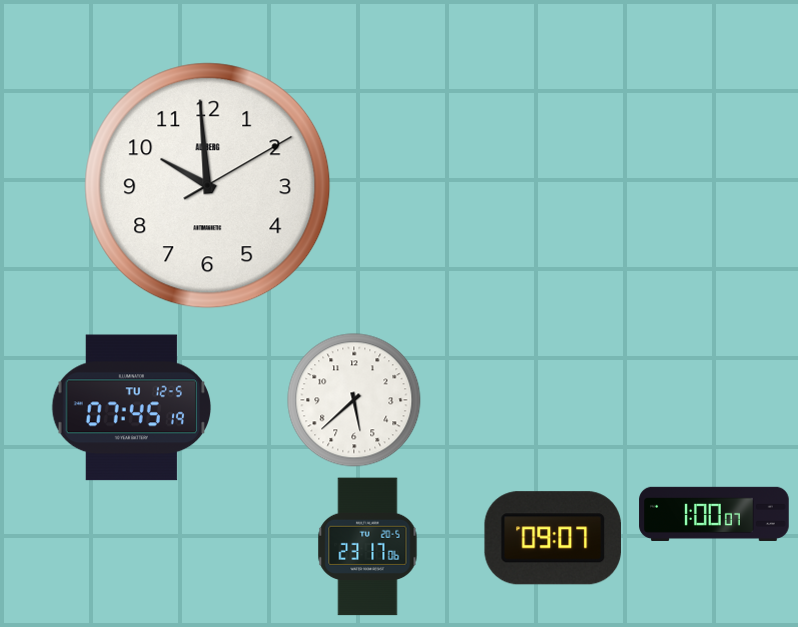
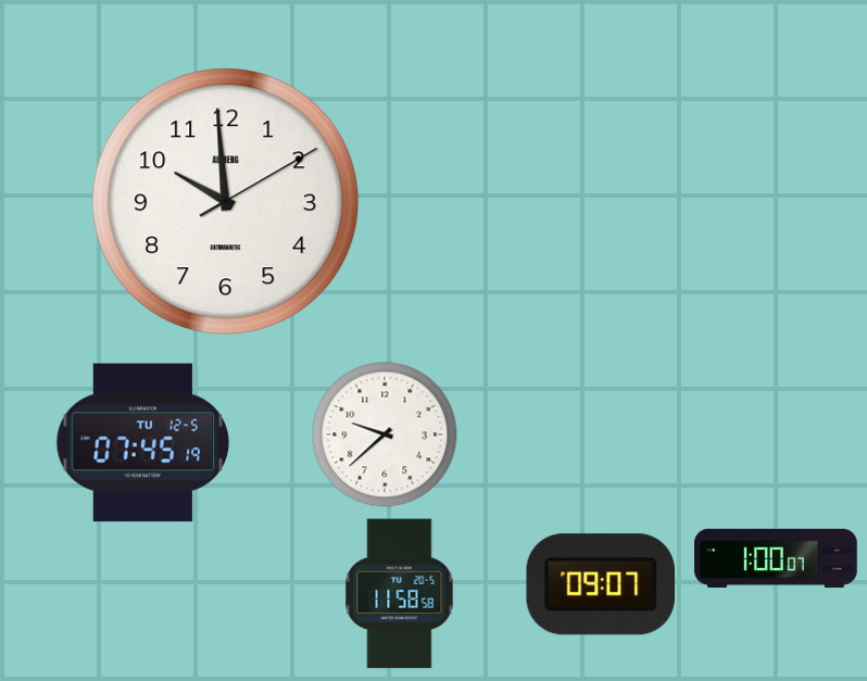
clock at (354, 400): 5:38 -> 9:38
clock at (368, 547): 23:17 -> 11:58
